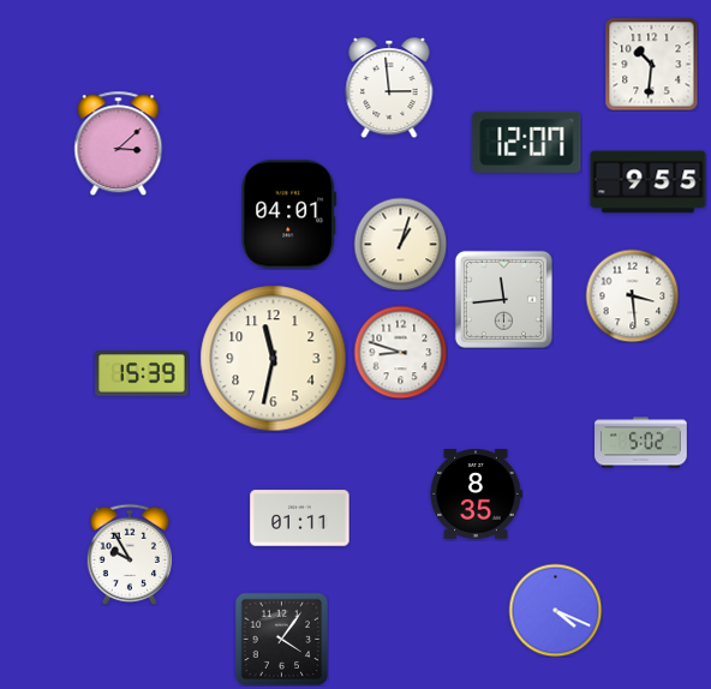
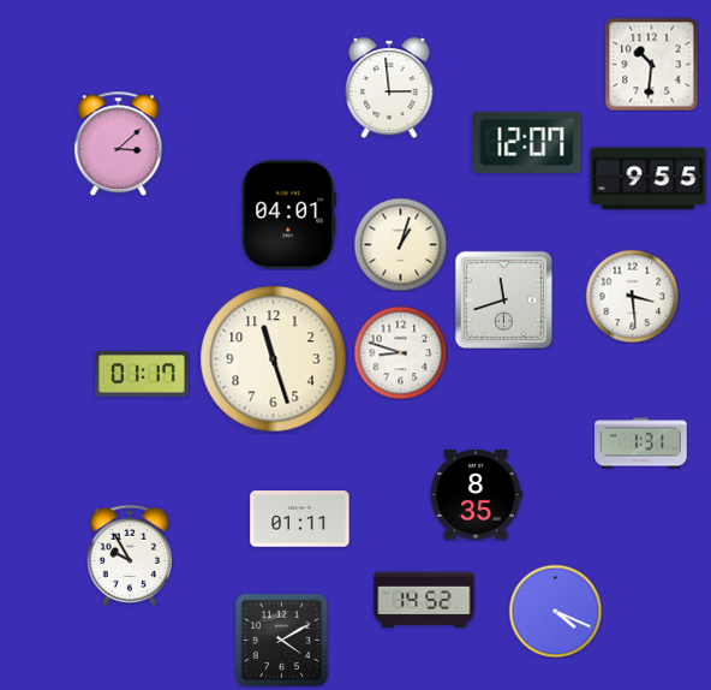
clock at (649, 182) position: (649, 182) -> (649, 179)
clock at (503, 299): 11:44 -> 11:42
clock at (274, 359): 11:32 -> 11:27
clock at (142, 373): 15:39 -> 01:17
clock at (641, 443): 5:02 -> 1:31
clock at (424, 600): none -> 14:52
clock at (281, 639): 4:06 -> 4:10
